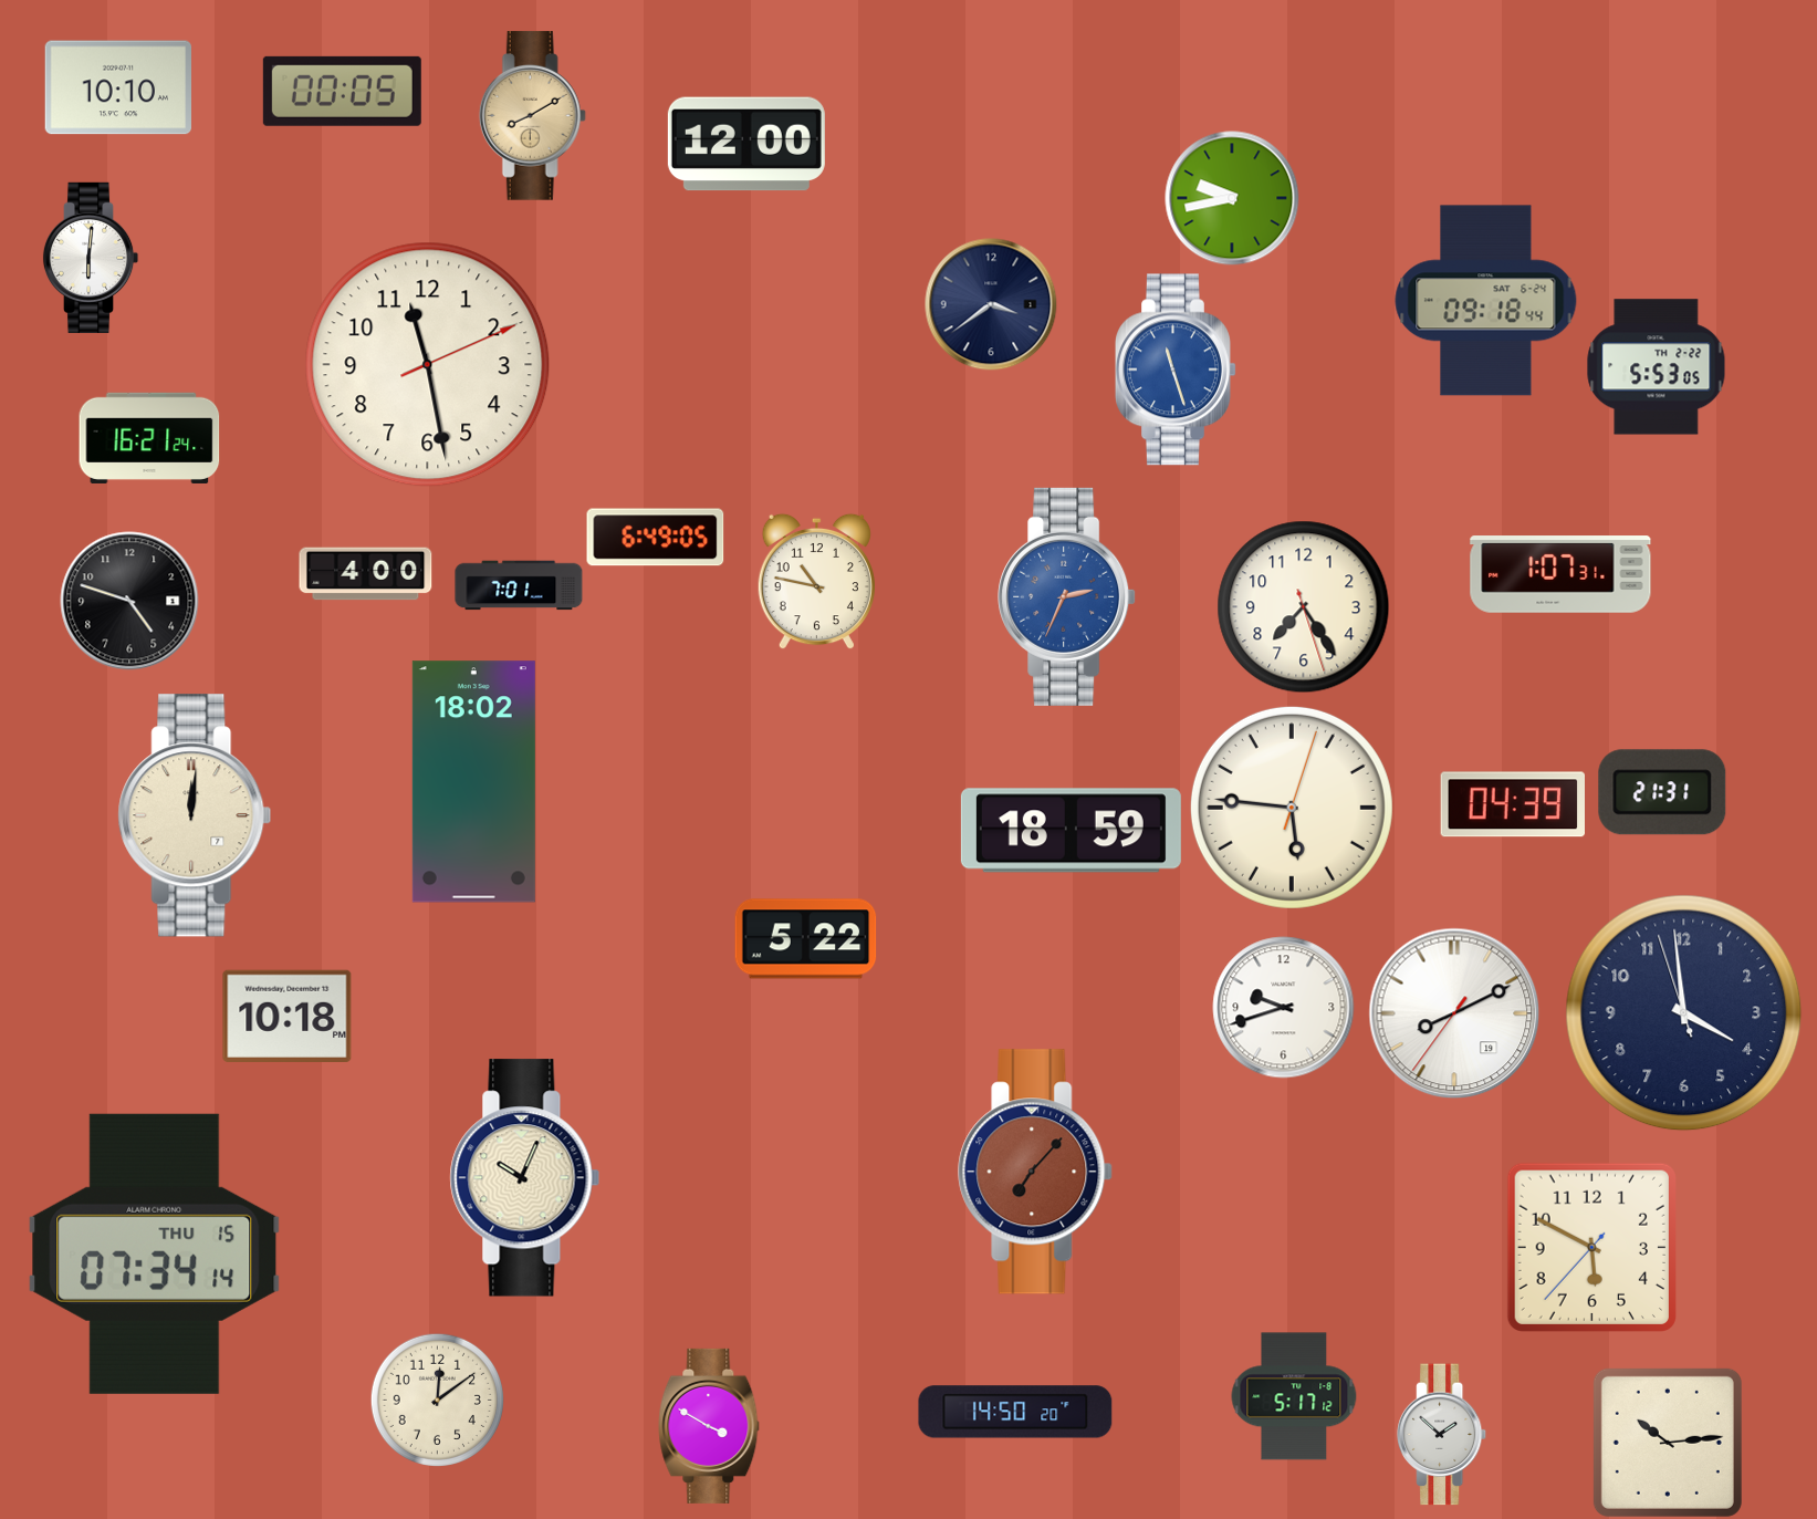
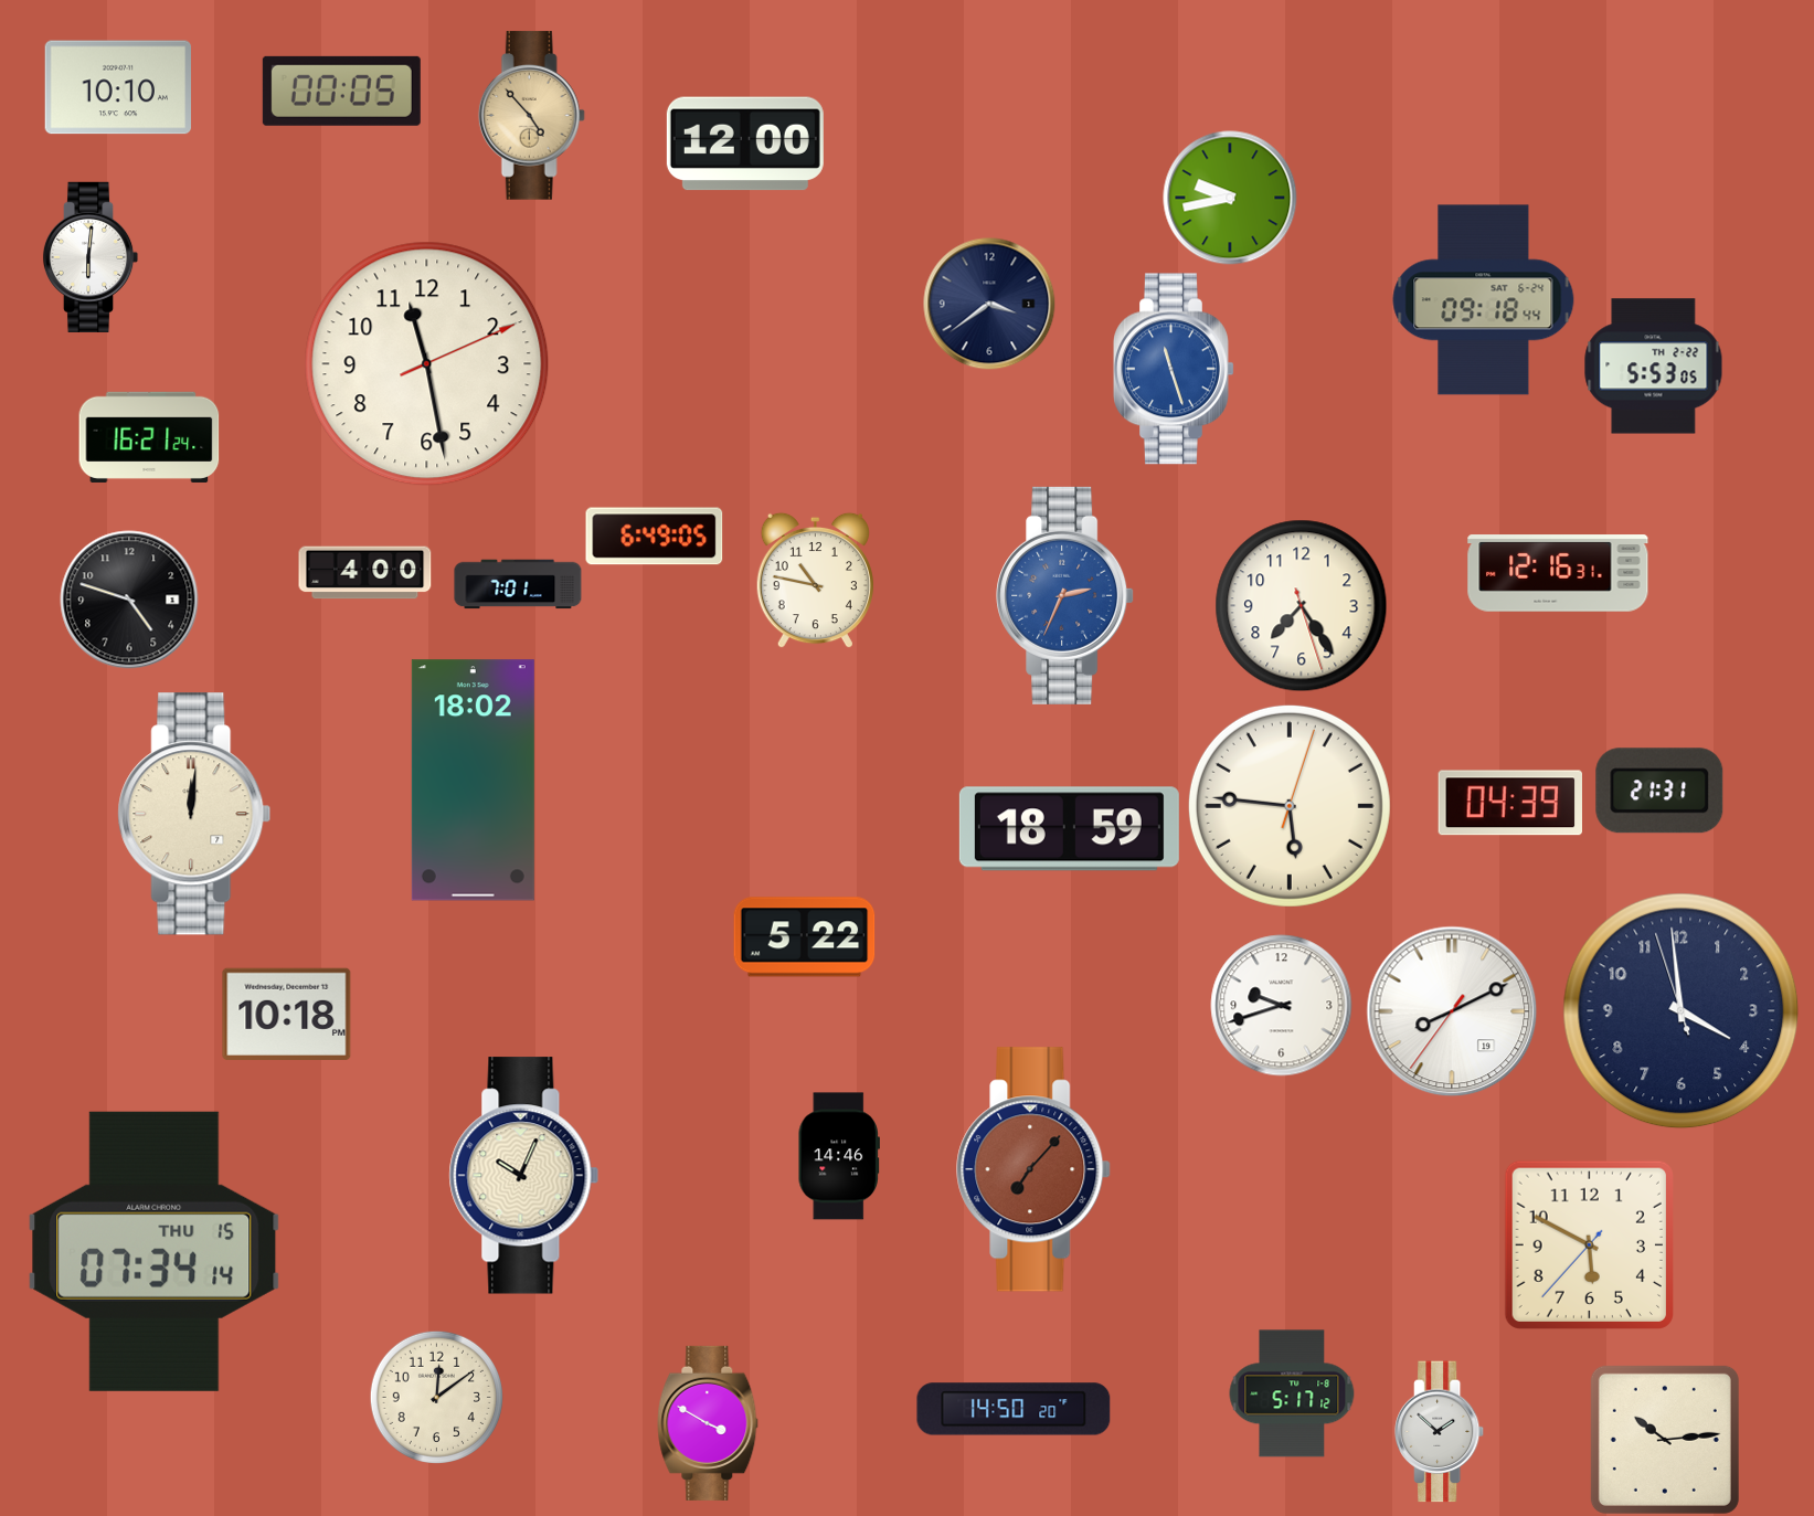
clock at (532, 116): 8:10 -> 4:53
clock at (1560, 574): 1:07 -> 12:16
clock at (838, 1156): none -> 14:46
